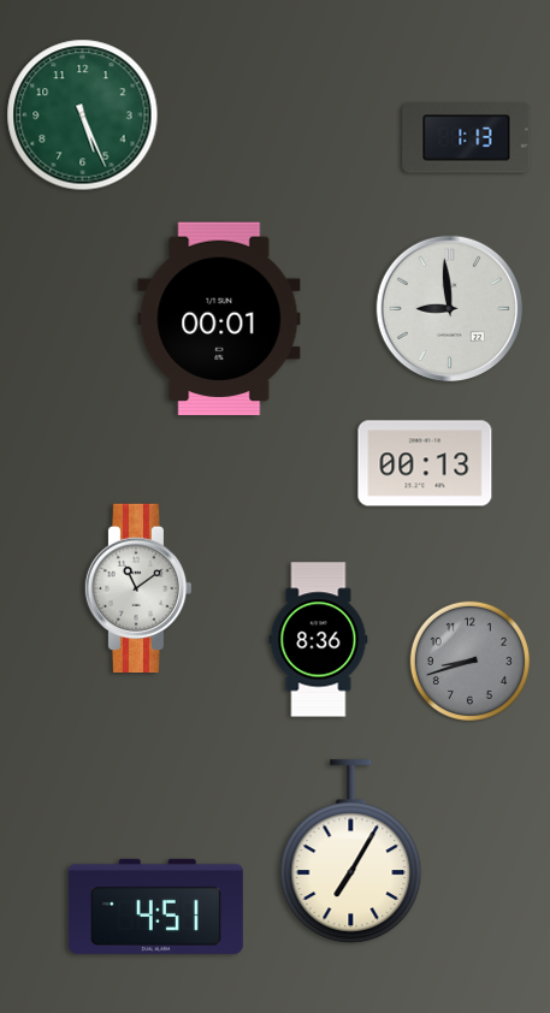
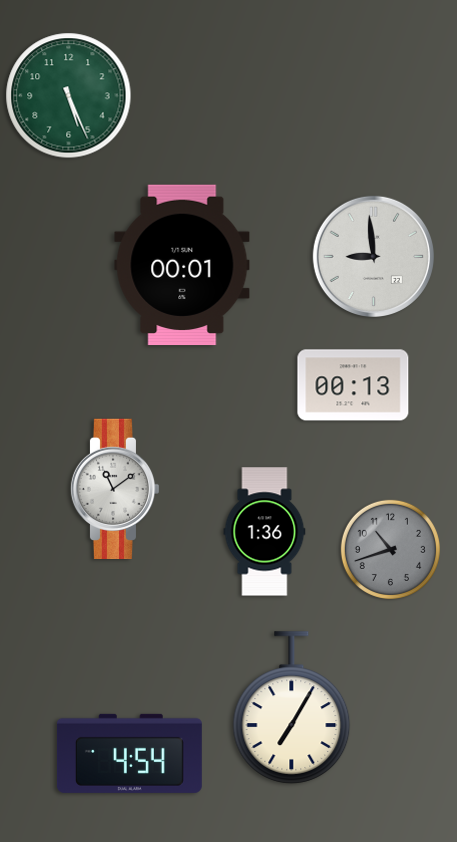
clock at (467, 138): 1:13 -> none
clock at (319, 640): 8:36 -> 1:36
clock at (469, 660): 8:42 -> 10:42
clock at (155, 906): 4:51 -> 4:54
